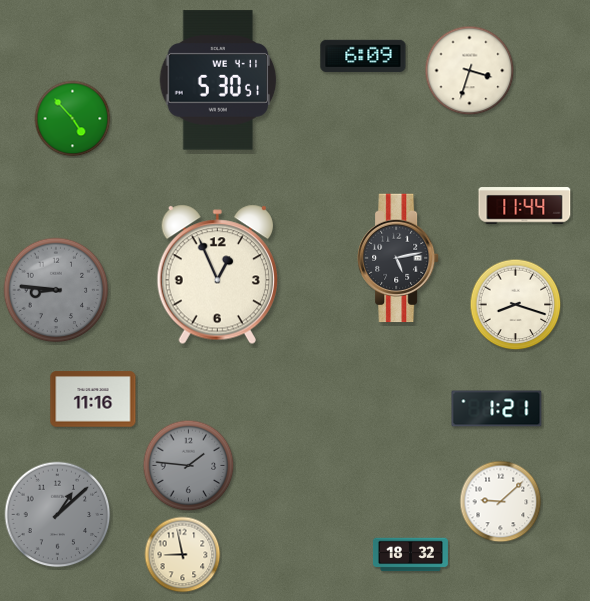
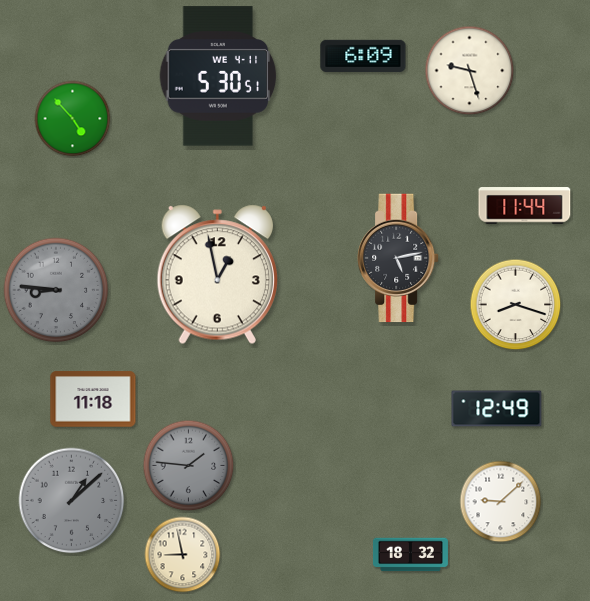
clock at (470, 71): 3:33 -> 9:27
clock at (218, 80) position: (218, 80) -> (218, 76)
clock at (217, 275): 12:56 -> 12:58
clock at (93, 399): 11:16 -> 11:18
clock at (497, 409): 1:21 -> 12:49
clock at (58, 515) position: (58, 515) -> (72, 501)
